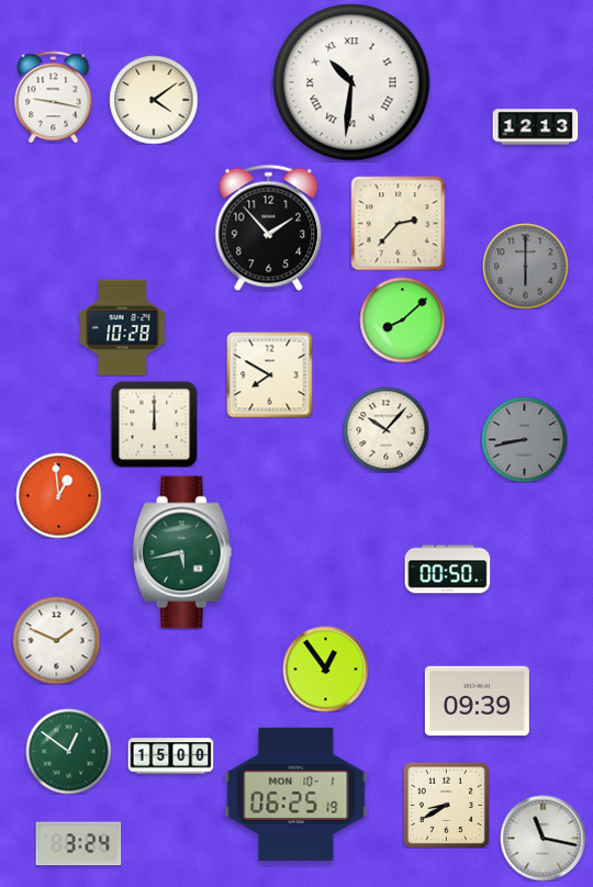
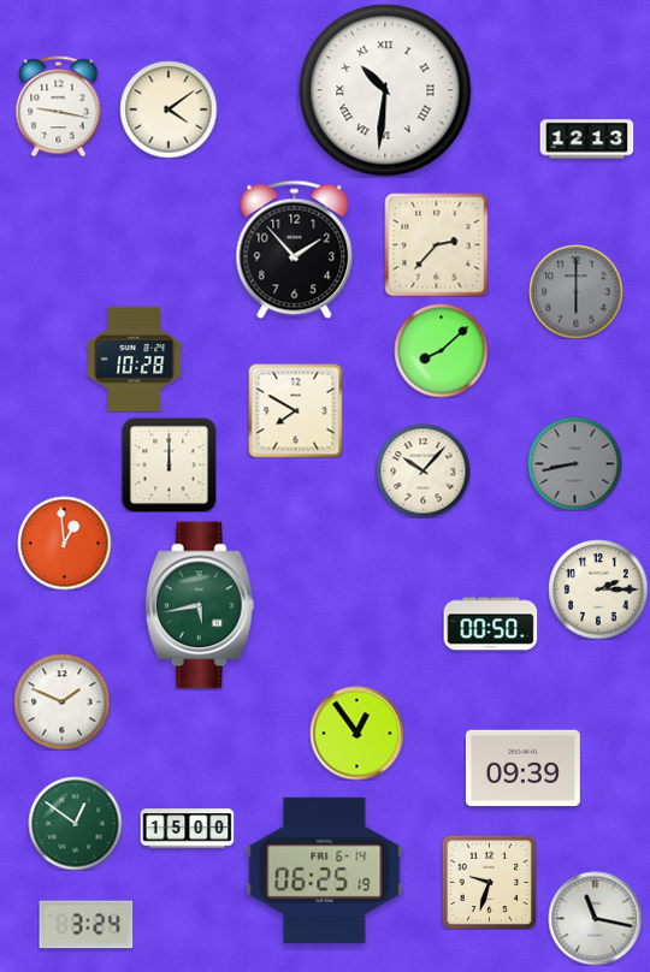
clock at (524, 439) position: (524, 439) -> (574, 463)
clock at (598, 589): none -> 2:15
clock at (296, 794) date: MON 10-1 -> FRI 6-14
clock at (446, 805): 8:40 -> 9:33
